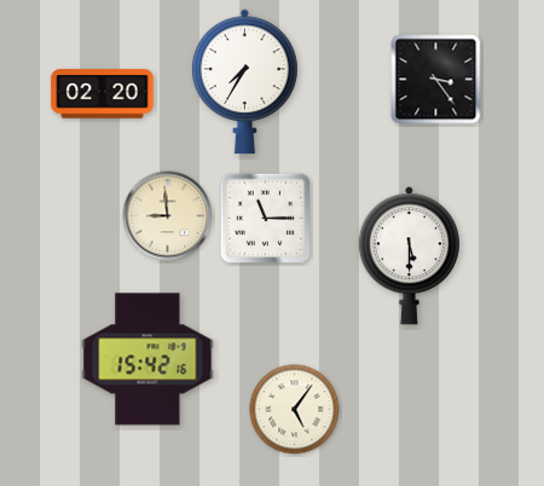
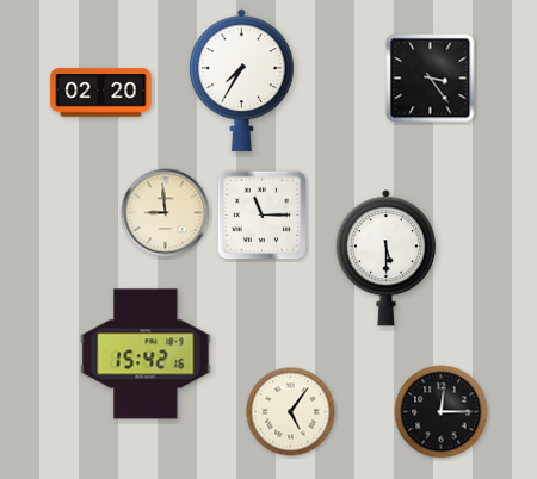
clock at (409, 256) position: (409, 256) -> (385, 259)
clock at (295, 410) position: (295, 410) -> (291, 412)
clock at (442, 412): none -> 12:15
